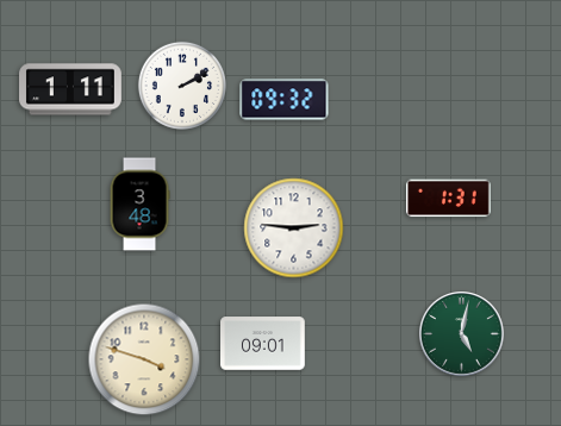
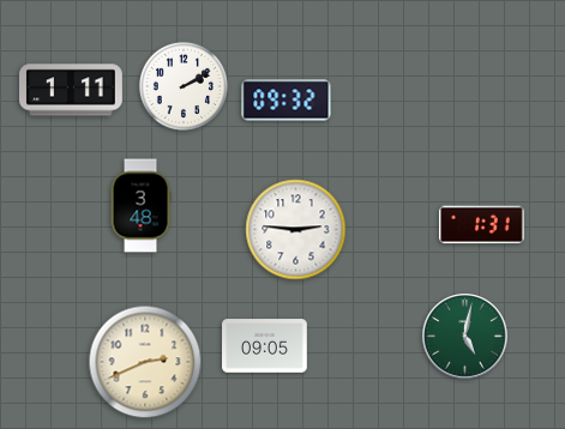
clock at (448, 199) position: (448, 199) -> (481, 225)
clock at (263, 344): 09:01 -> 09:05
clock at (144, 359): 3:48 -> 2:41
